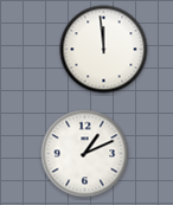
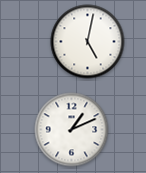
clock at (104, 50): 11:59 -> 5:02
